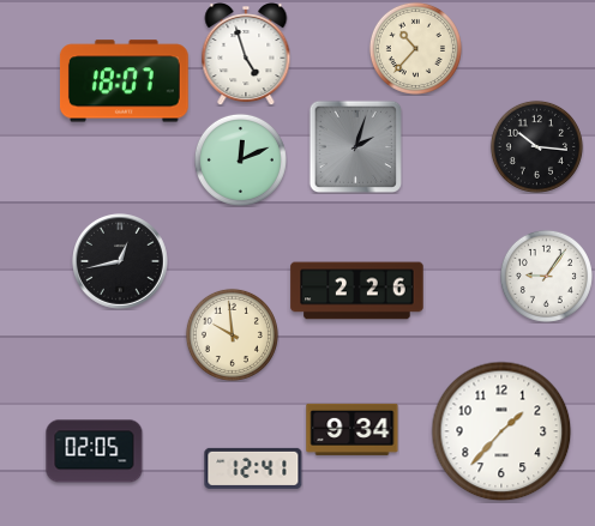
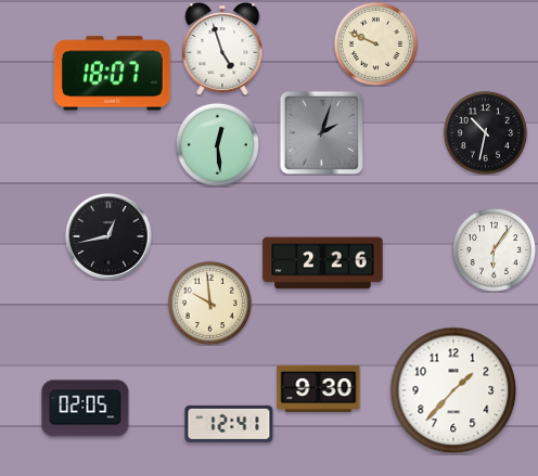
clock at (415, 48): 10:37 -> 9:49
clock at (536, 146): 10:16 -> 10:32
clock at (240, 159): 12:11 -> 12:29
clock at (546, 276): 9:06 -> 6:06
clock at (353, 429): 9:34 -> 9:30
